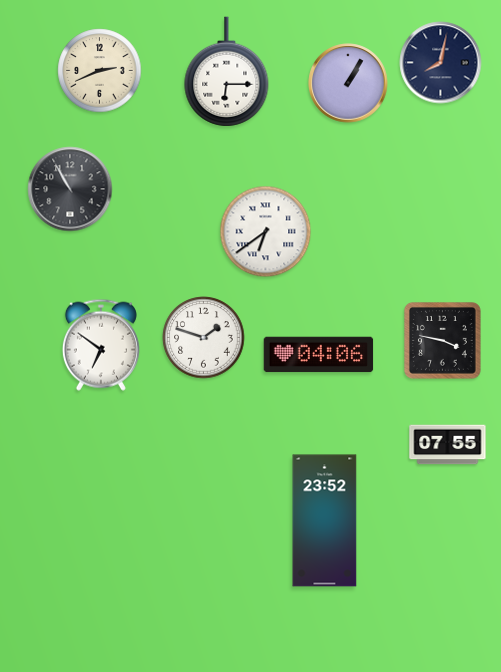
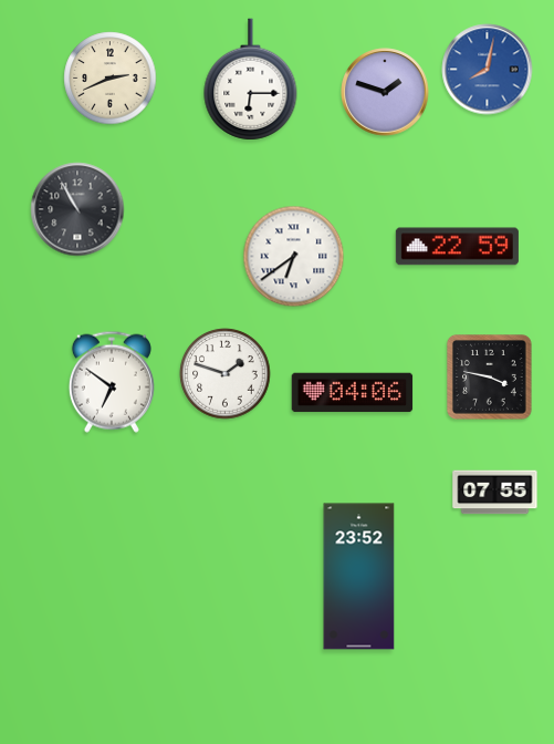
clock at (441, 63) dial: navy -> blue
clock at (348, 83): 1:05 -> 1:48
clock at (457, 247): none -> 22:59
